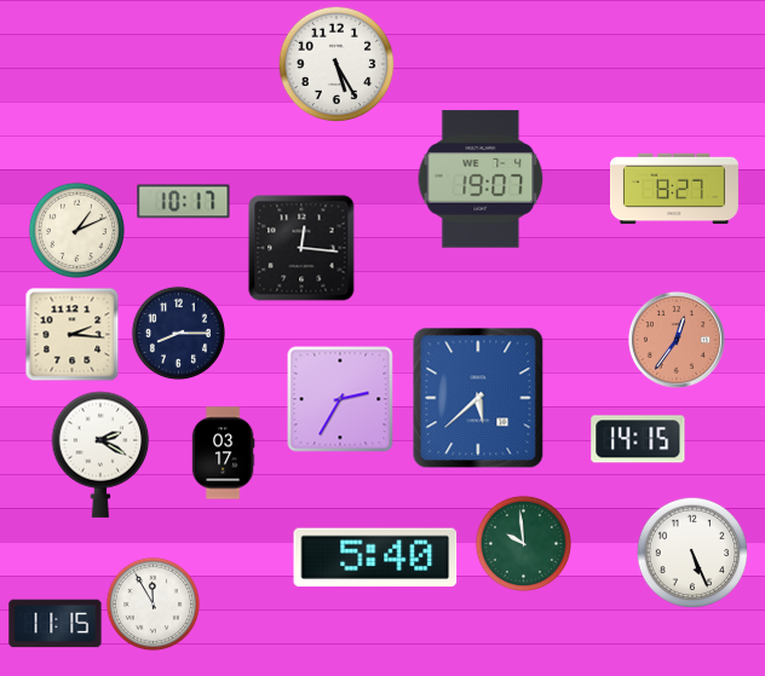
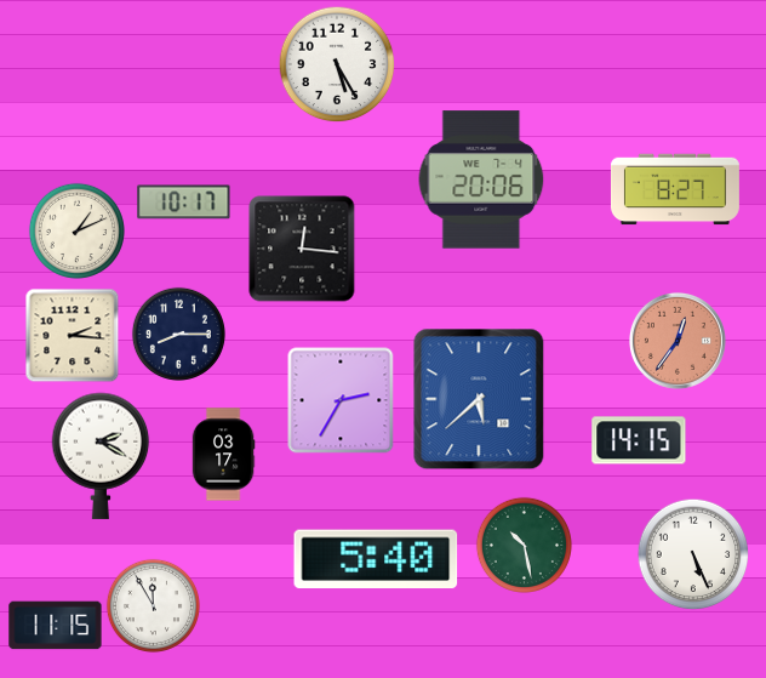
clock at (481, 179): 19:07 -> 20:06
clock at (523, 543): 9:59 -> 10:28
